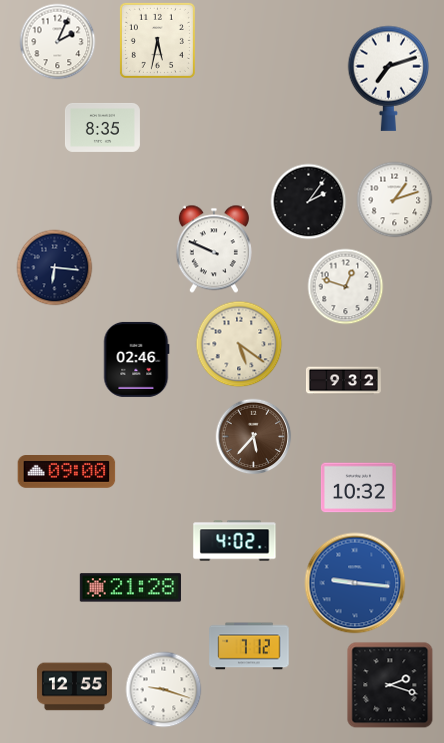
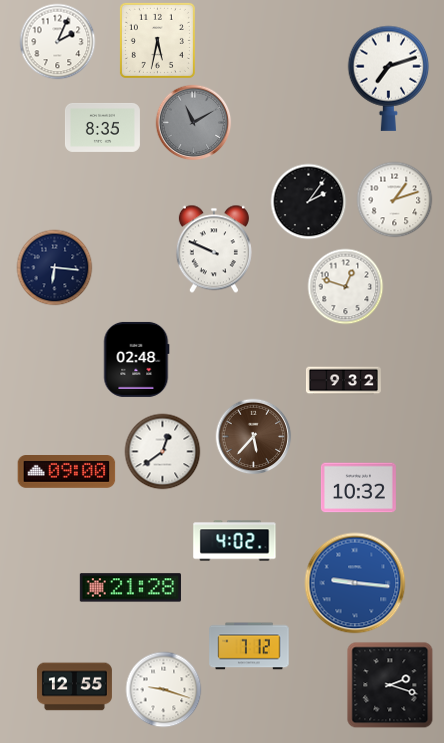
clock at (194, 123): none -> 11:10
clock at (239, 344): 5:21 -> none
clock at (137, 359): 02:46 -> 02:48
clock at (163, 452): none -> 12:39
